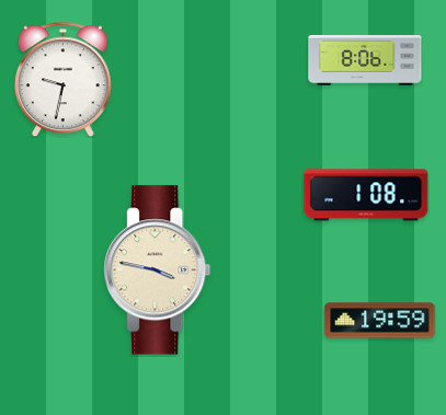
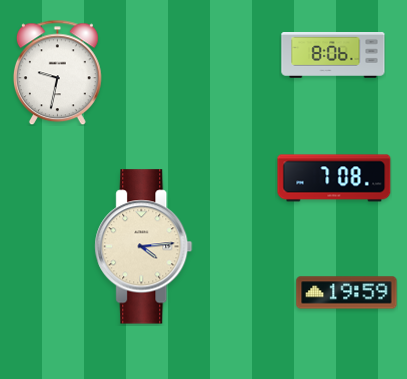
clock at (366, 195): 1:08 -> 7:08
clock at (158, 270): 3:47 -> 4:14
